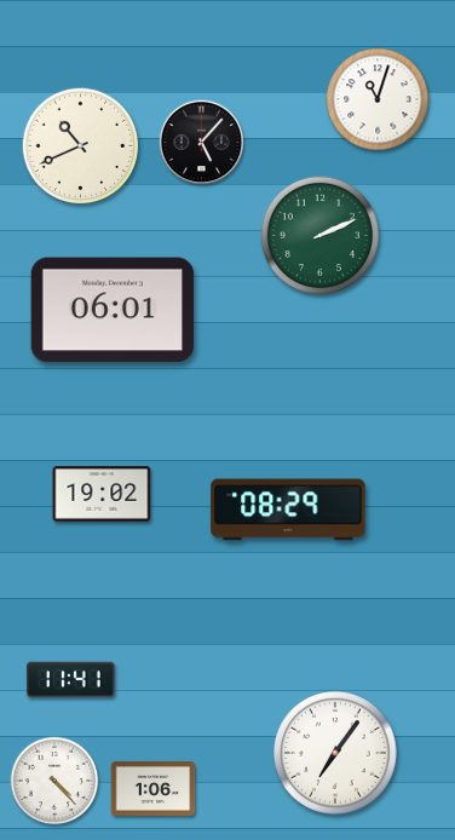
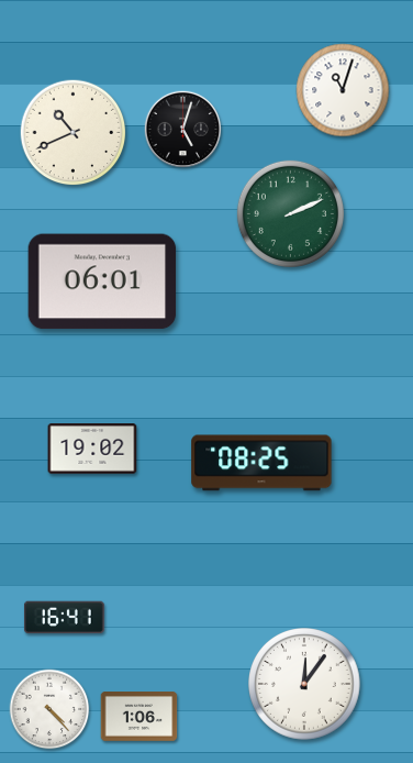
clock at (202, 143): 5:07 -> 5:03
clock at (288, 510): 08:29 -> 08:25
clock at (70, 680): 11:41 -> 16:41
clock at (336, 754): 7:06 -> 12:06
